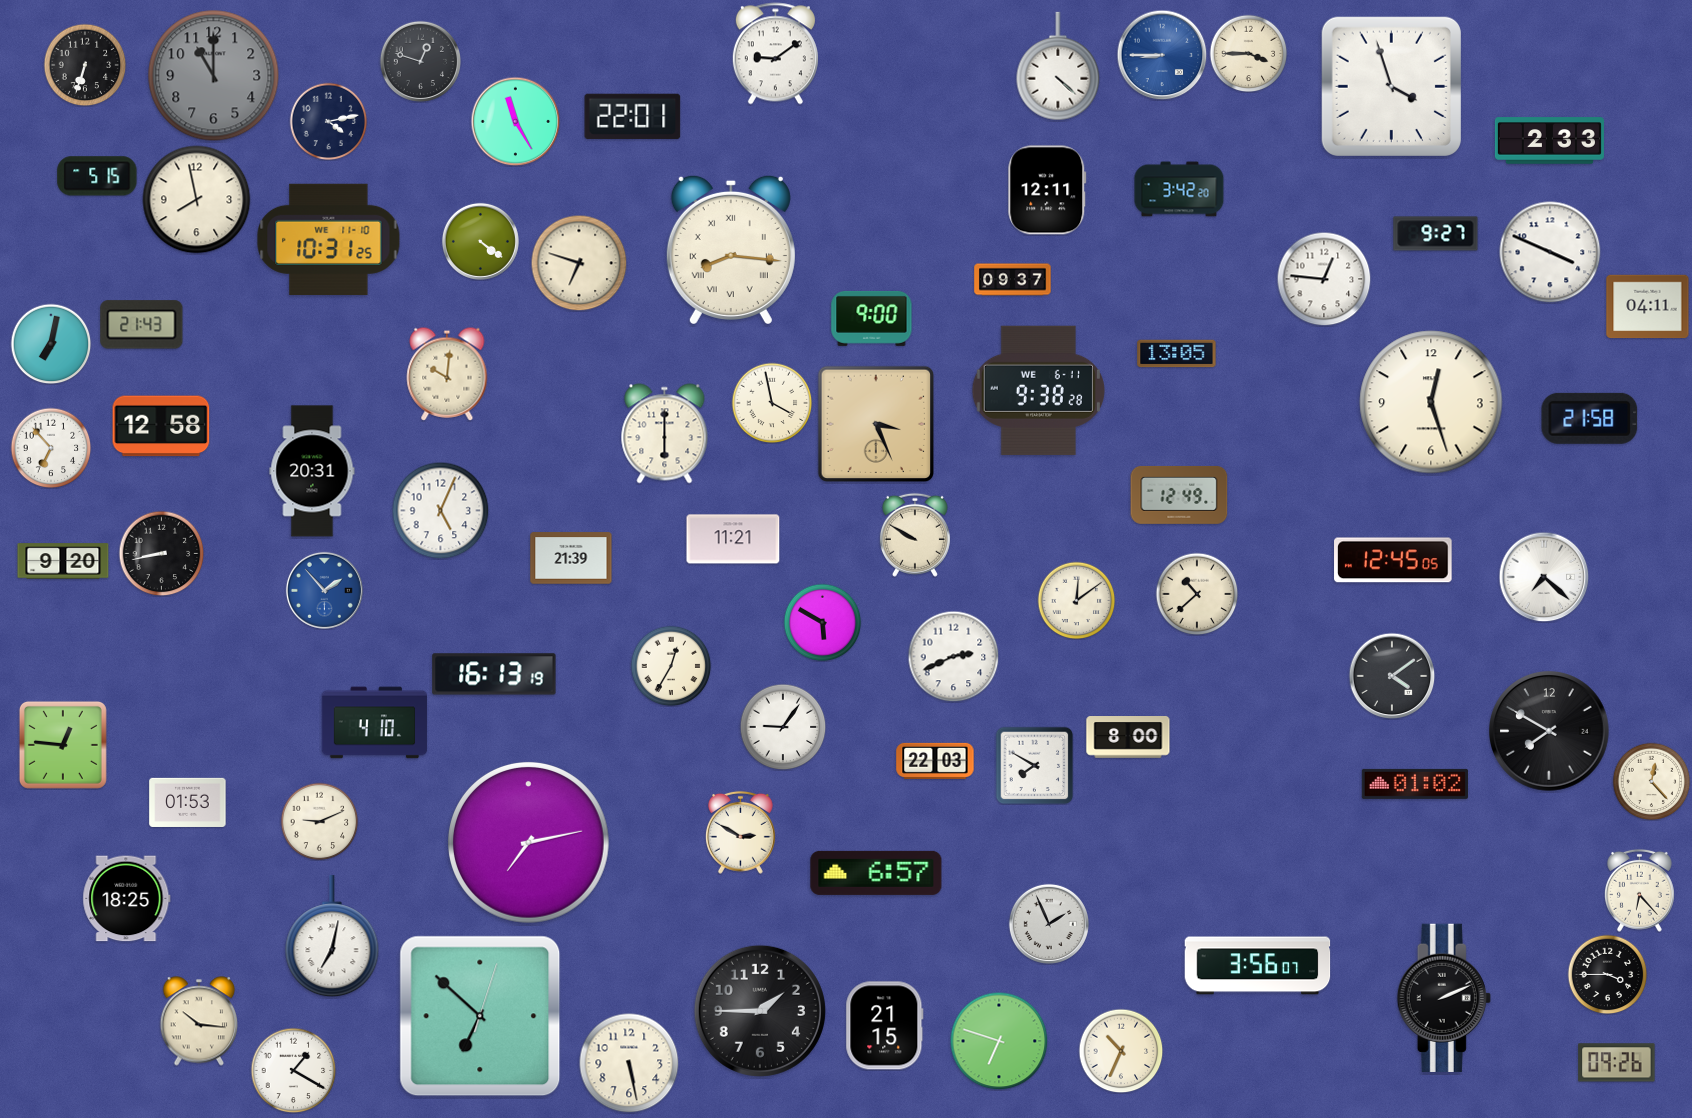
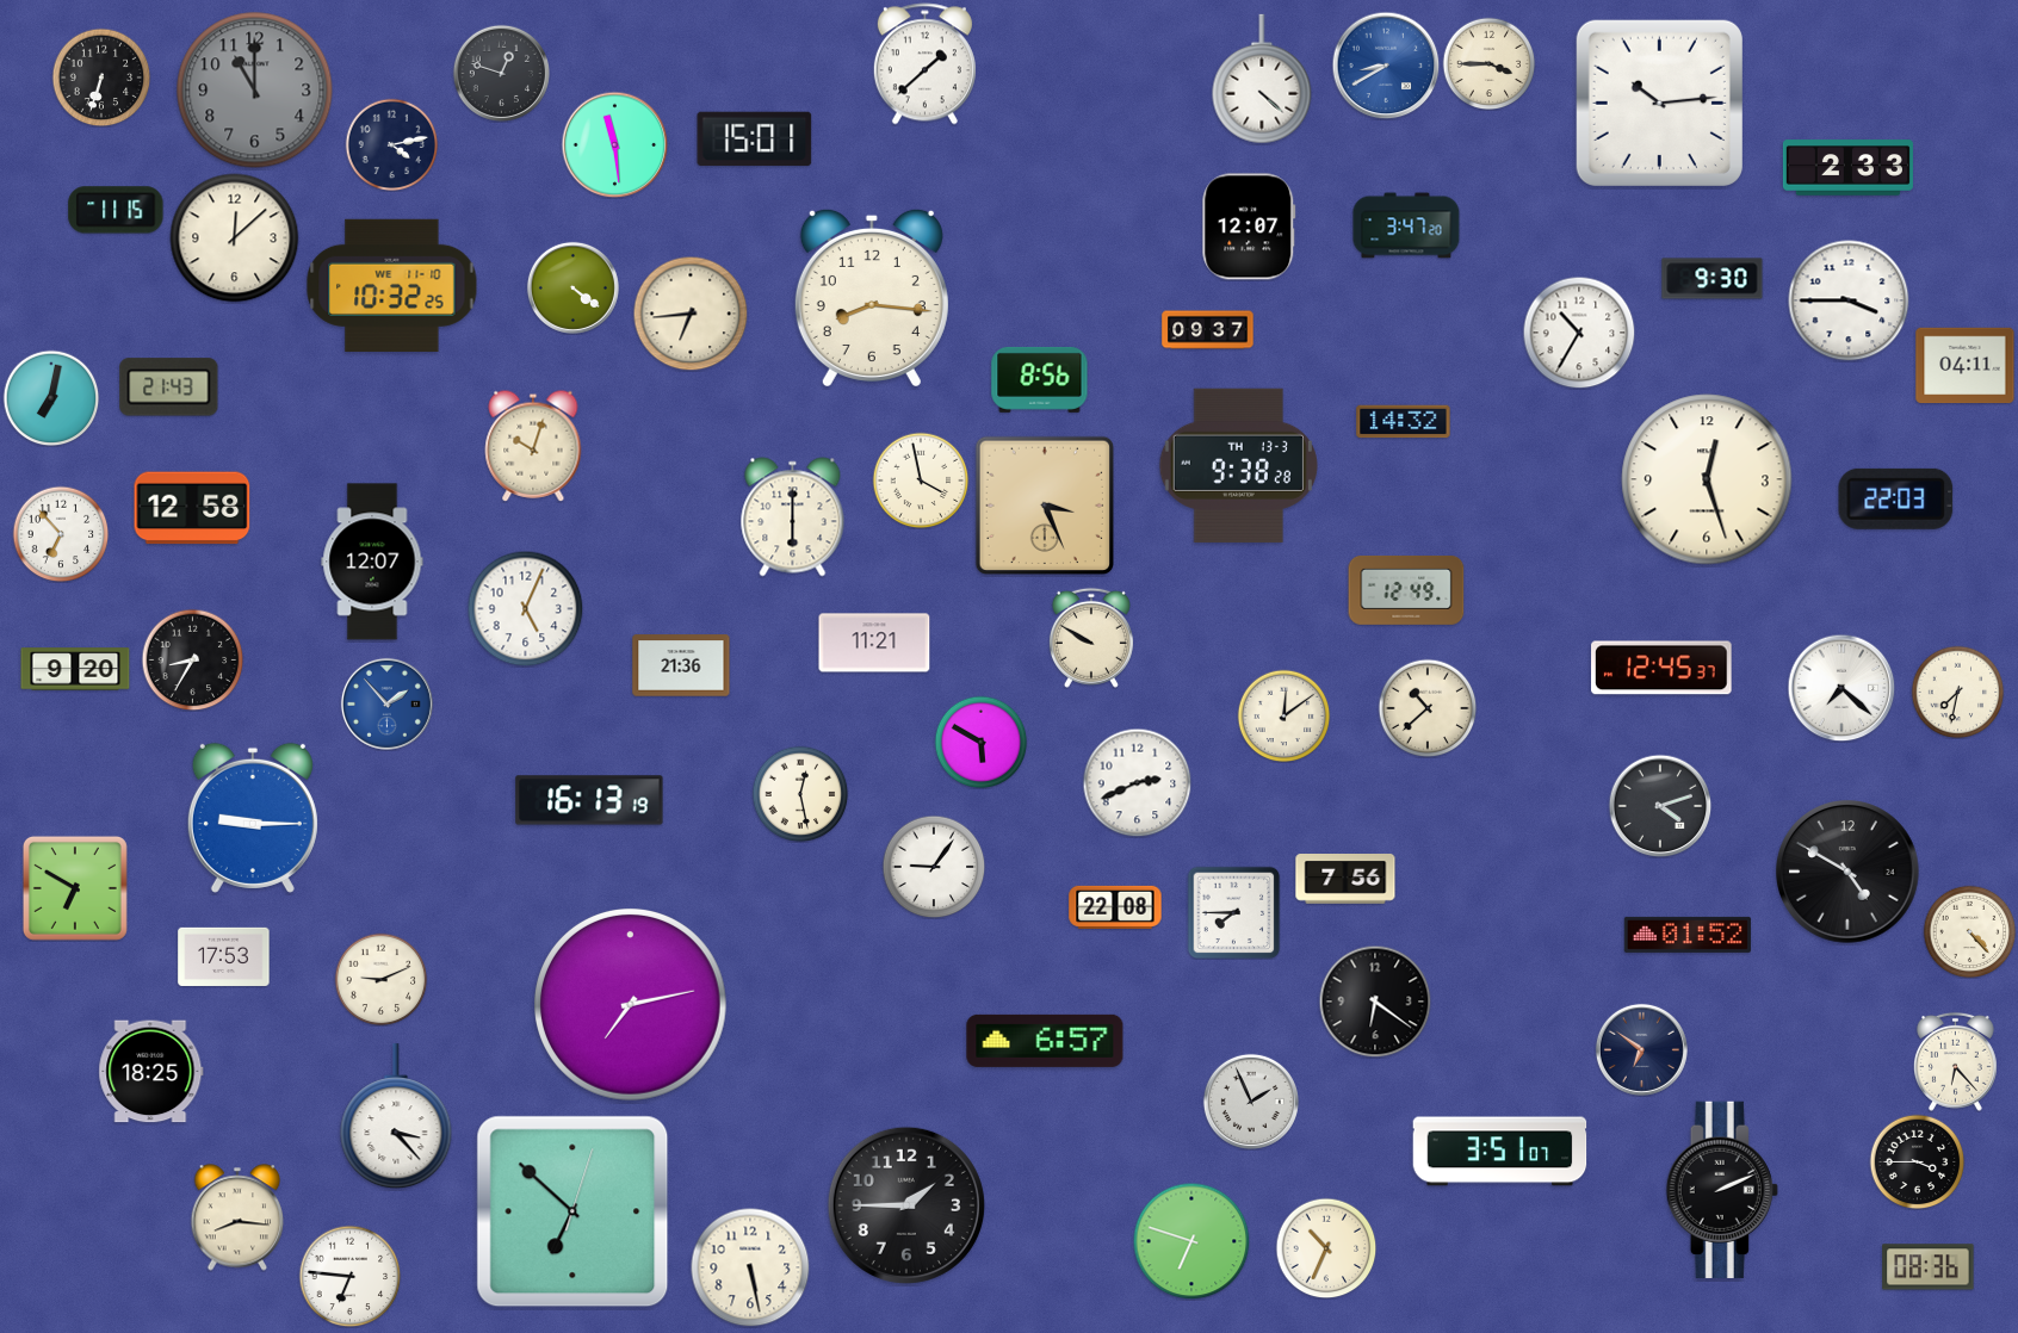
clock at (775, 54): 9:09 -> 1:38
clock at (1162, 55): 8:45 -> 8:40
clock at (1391, 86): 3:57 -> 10:14
clock at (633, 116): 22:01 -> 15:01
clock at (515, 121): 11:25 -> 11:29
clock at (97, 176): 5:15 -> 11:15
clock at (1179, 189): 3:42 -> 3:47
clock at (1047, 190): 12:11 -> 12:07
clock at (197, 200): 7:58 -> 12:08
clock at (1436, 234): 9:27 -> 9:30
clock at (329, 239): 10:31 -> 10:32
clock at (731, 249) numerals: Roman -> Arabic
clock at (1550, 252): 3:49 -> 3:45
clock at (579, 263): 6:48 -> 6:44
clock at (1324, 279): 12:46 -> 10:35
clock at (1013, 280) position: (1013, 280) -> (1208, 330)
clock at (872, 318): 9:00 -> 8:56
clock at (51, 344) position: (51, 344) -> (51, 398)
clock at (1177, 354): 13:05 -> 14:32
clock at (447, 374): 10:01 -> 10:03
clock at (1038, 390) date: WE 6-11 -> TH 13-3
clock at (1590, 418): 21:58 -> 22:03
clock at (312, 471): 20:31 -> 12:07
clock at (161, 553): 8:43 -> 8:35
clock at (571, 558): 21:39 -> 21:36
clock at (1393, 560): 12:45:05 -> 12:45:37
clock at (1957, 692): none -> 7:32
clock at (671, 666): 12:35 -> 12:28
clock at (494, 674) position: (494, 674) -> (589, 800)
clock at (1392, 676): 4:09 -> 4:12
clock at (253, 818): none -> 9:15
clock at (375, 723): 4:10 -> none
clock at (1549, 731): 7:50 -> 4:50
clock at (1128, 737): 8:00 -> 7:56
clock at (63, 745): 12:46 -> 6:50
clock at (935, 761): 22:03 -> 22:08
clock at (1034, 765): 7:50 -> 7:45
clock at (1651, 781): 12:23 -> 4:23
clock at (1415, 784): 01:02 -> 01:52
clock at (188, 802): 01:53 -> 17:53
clock at (740, 832): 2:50 -> none
clock at (1375, 1002): none -> 6:21
clock at (1641, 1049): none -> 6:51
clock at (332, 937): 7:02 -> 3:23
clock at (1258, 966): 3:56 -> 3:51
clock at (199, 1021): 10:16 -> 8:16
clock at (885, 1026): 21:15 -> none
clock at (1121, 1051) position: (1121, 1051) -> (1326, 1248)
clock at (1617, 1063): 09:26 -> 08:36
clock at (293, 1070): 1:20 -> 6:46
